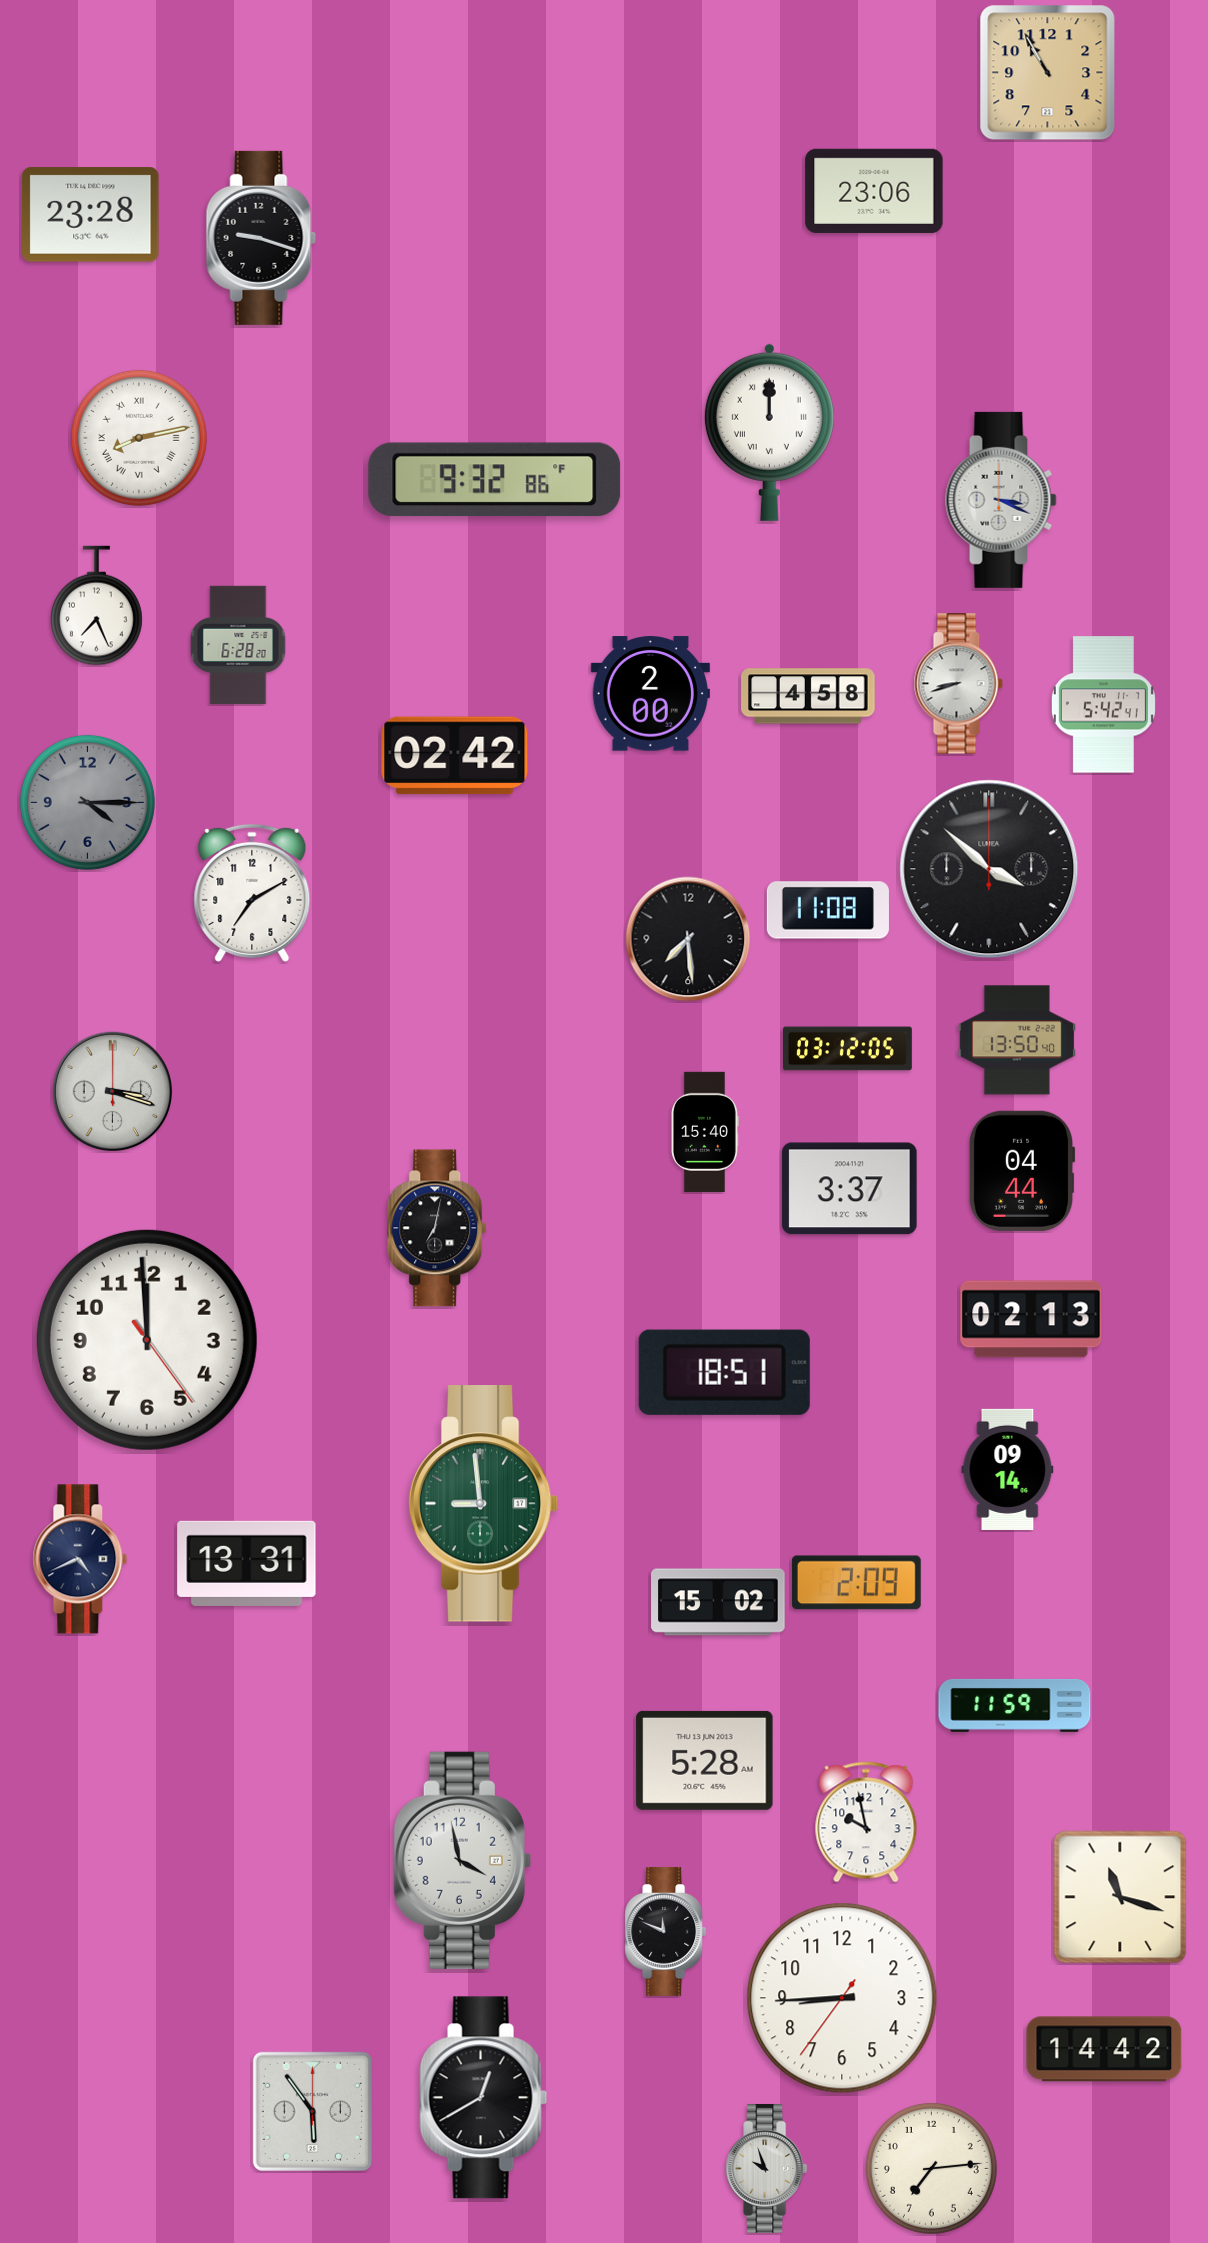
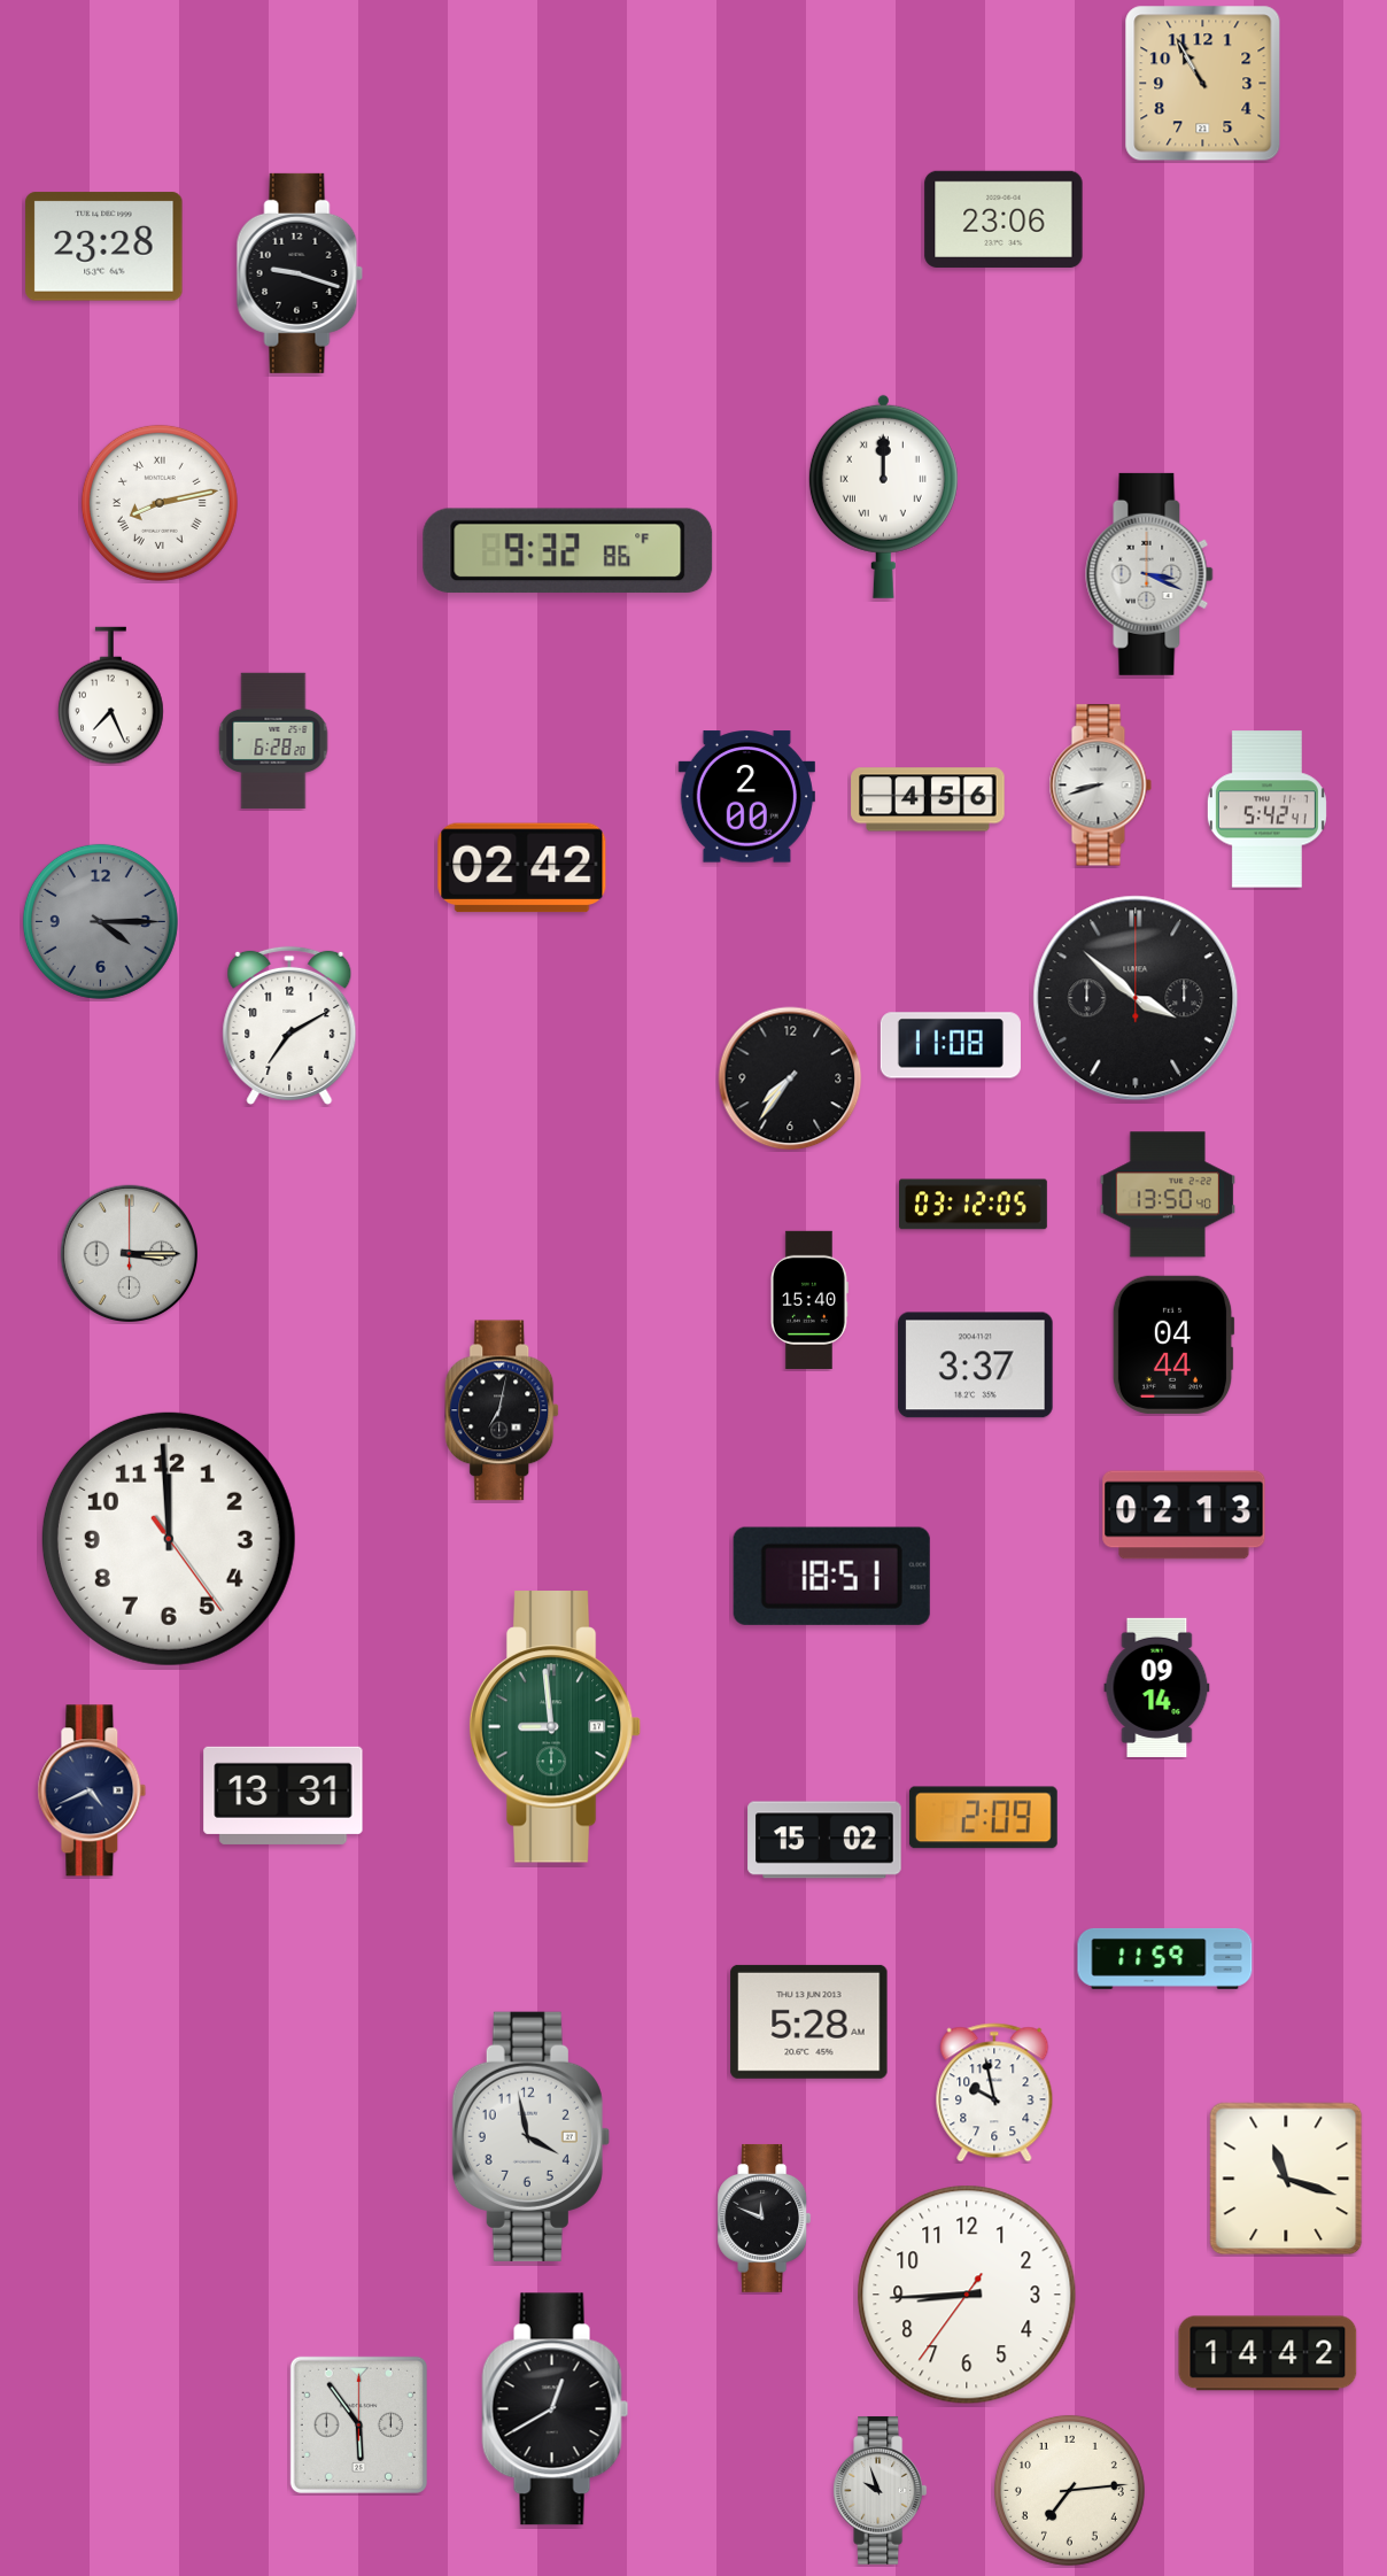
clock at (808, 696): 4:58 -> 4:56
clock at (688, 939): 7:29 -> 7:36
clock at (112, 1091): 3:18 -> 3:15
